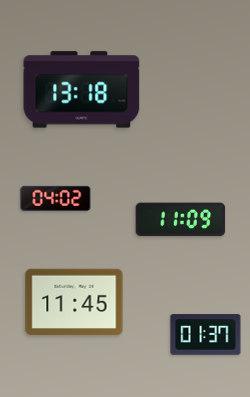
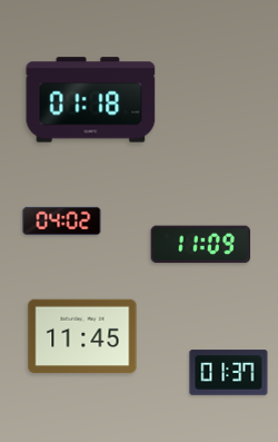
clock at (82, 90): 13:18 -> 01:18
